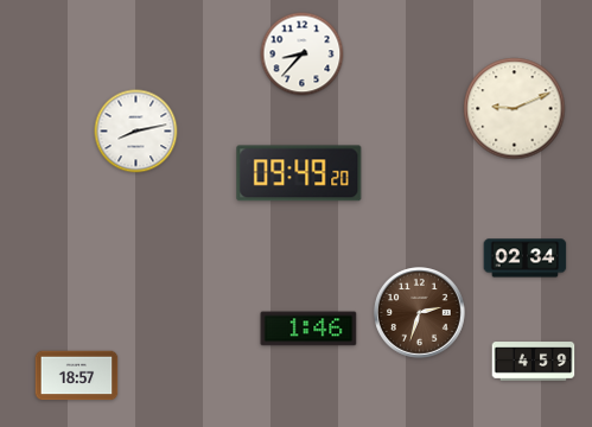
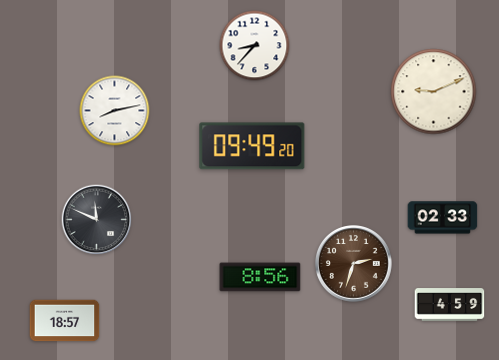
clock at (526, 259): 02:34 -> 02:33
clock at (97, 220): none -> 11:49
clock at (308, 329): 1:46 -> 8:56
clock at (77, 376) position: (77, 376) -> (65, 321)
